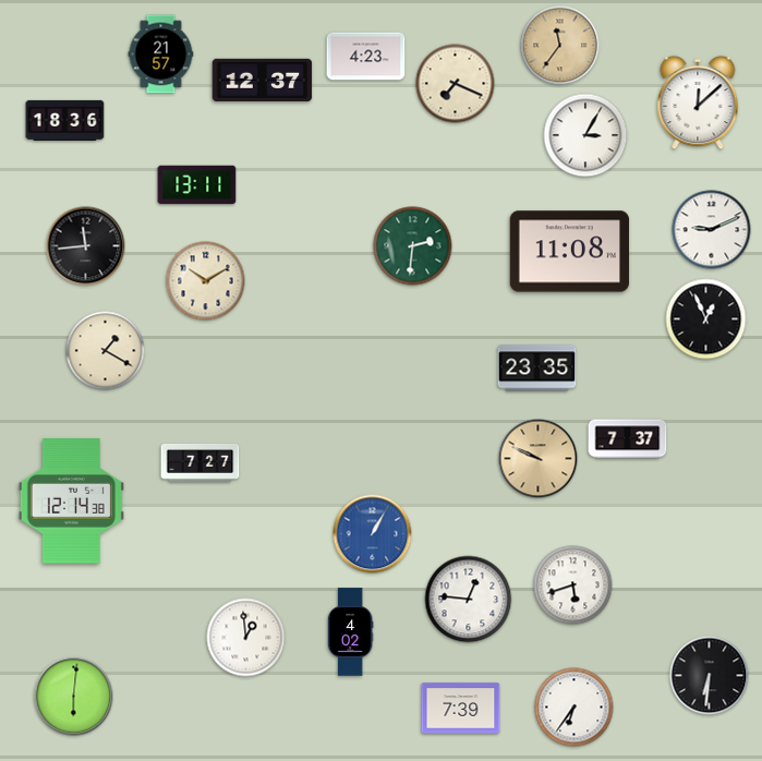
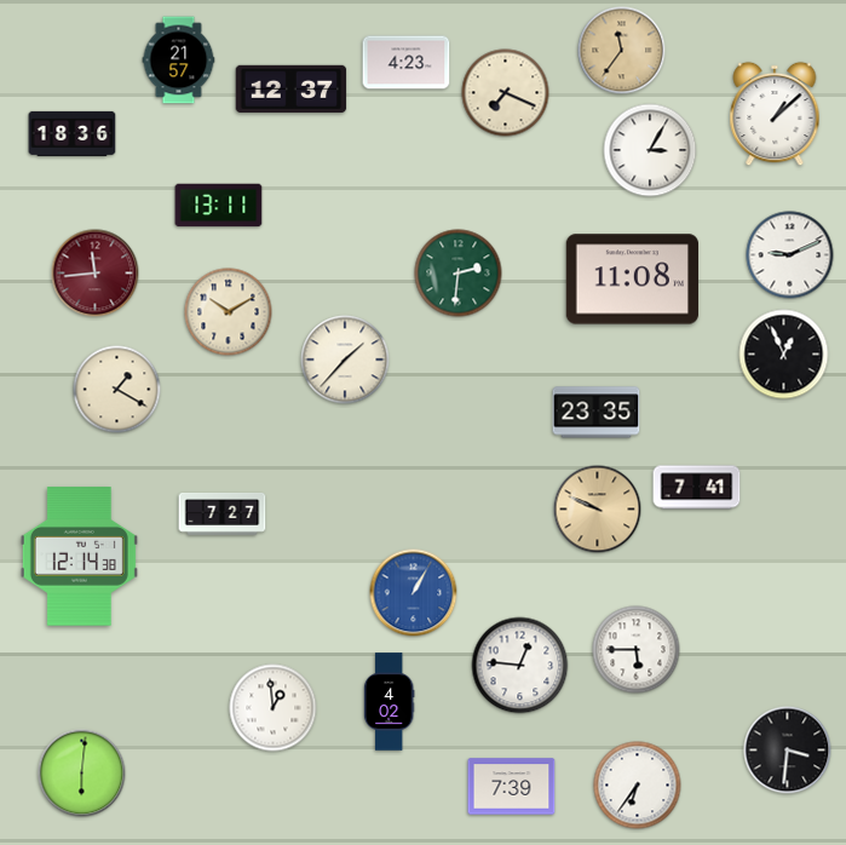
clock at (698, 102): 12:08 -> 1:08
clock at (86, 246) dial: black -> burgundy
clock at (345, 360): none -> 1:37
clock at (537, 369) position: (537, 369) -> (597, 413)
clock at (628, 439): 7:37 -> 7:41
clock at (573, 585): 5:42 -> 5:45
clock at (710, 676): 6:31 -> 3:31
